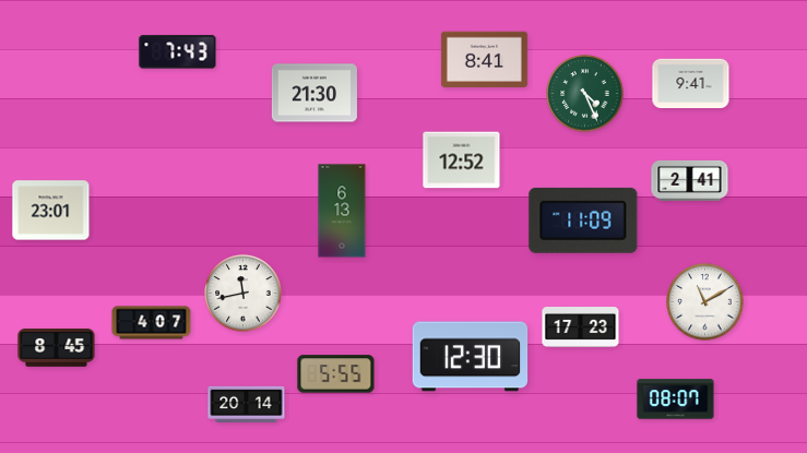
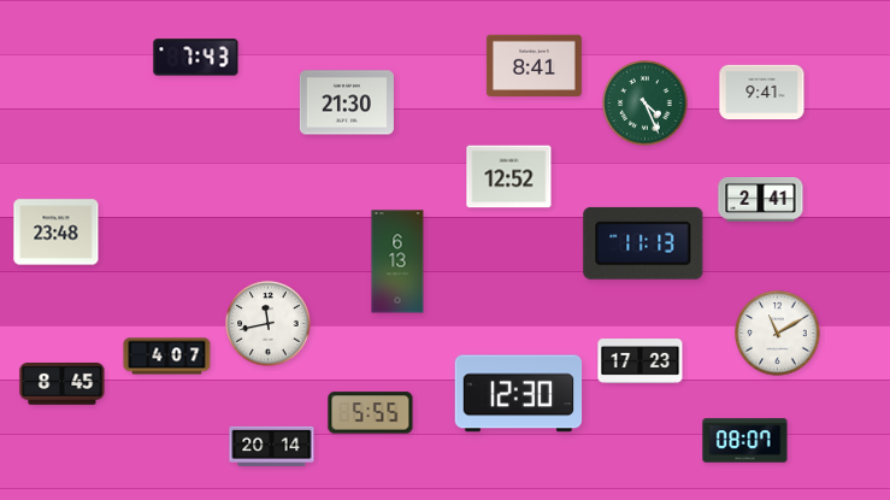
clock at (51, 211): 23:01 -> 23:48
clock at (342, 211) position: (342, 211) -> (397, 261)
clock at (583, 220): 11:09 -> 11:13
